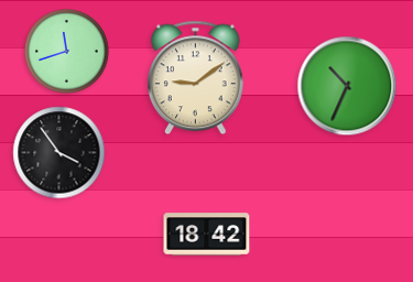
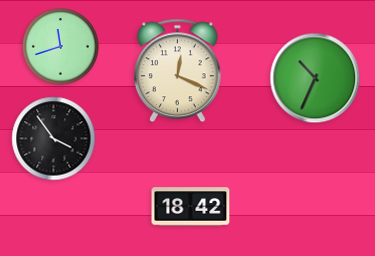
clock at (195, 78): 9:09 -> 12:19
clock at (207, 235) position: (207, 235) -> (191, 207)
